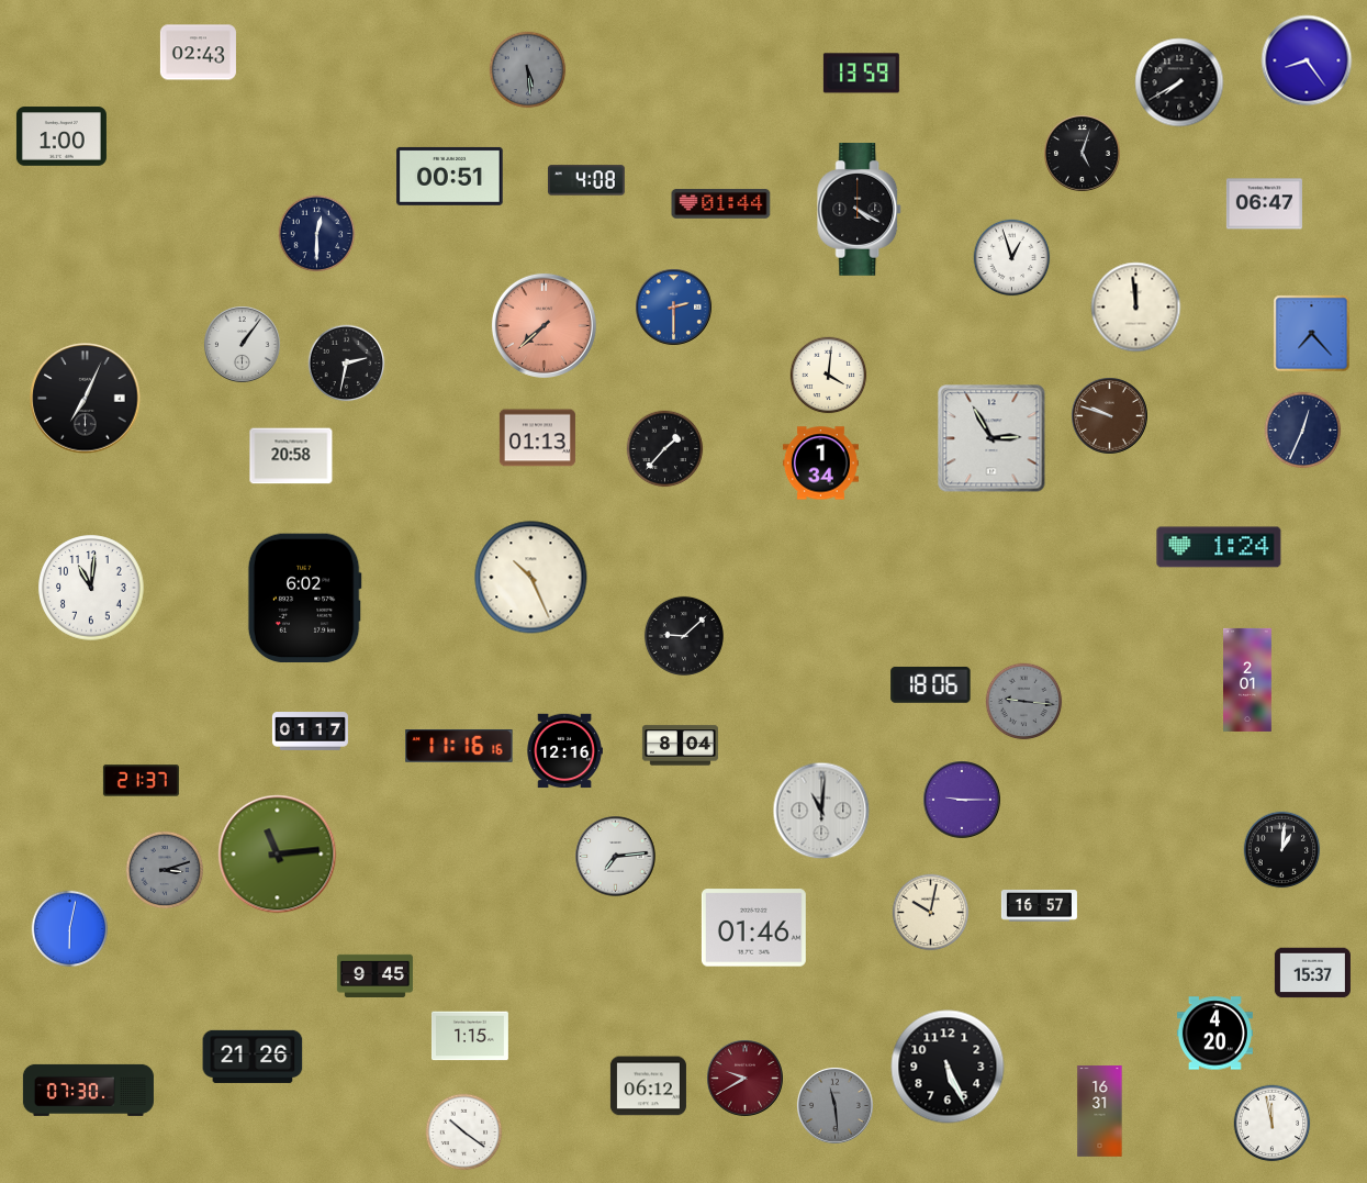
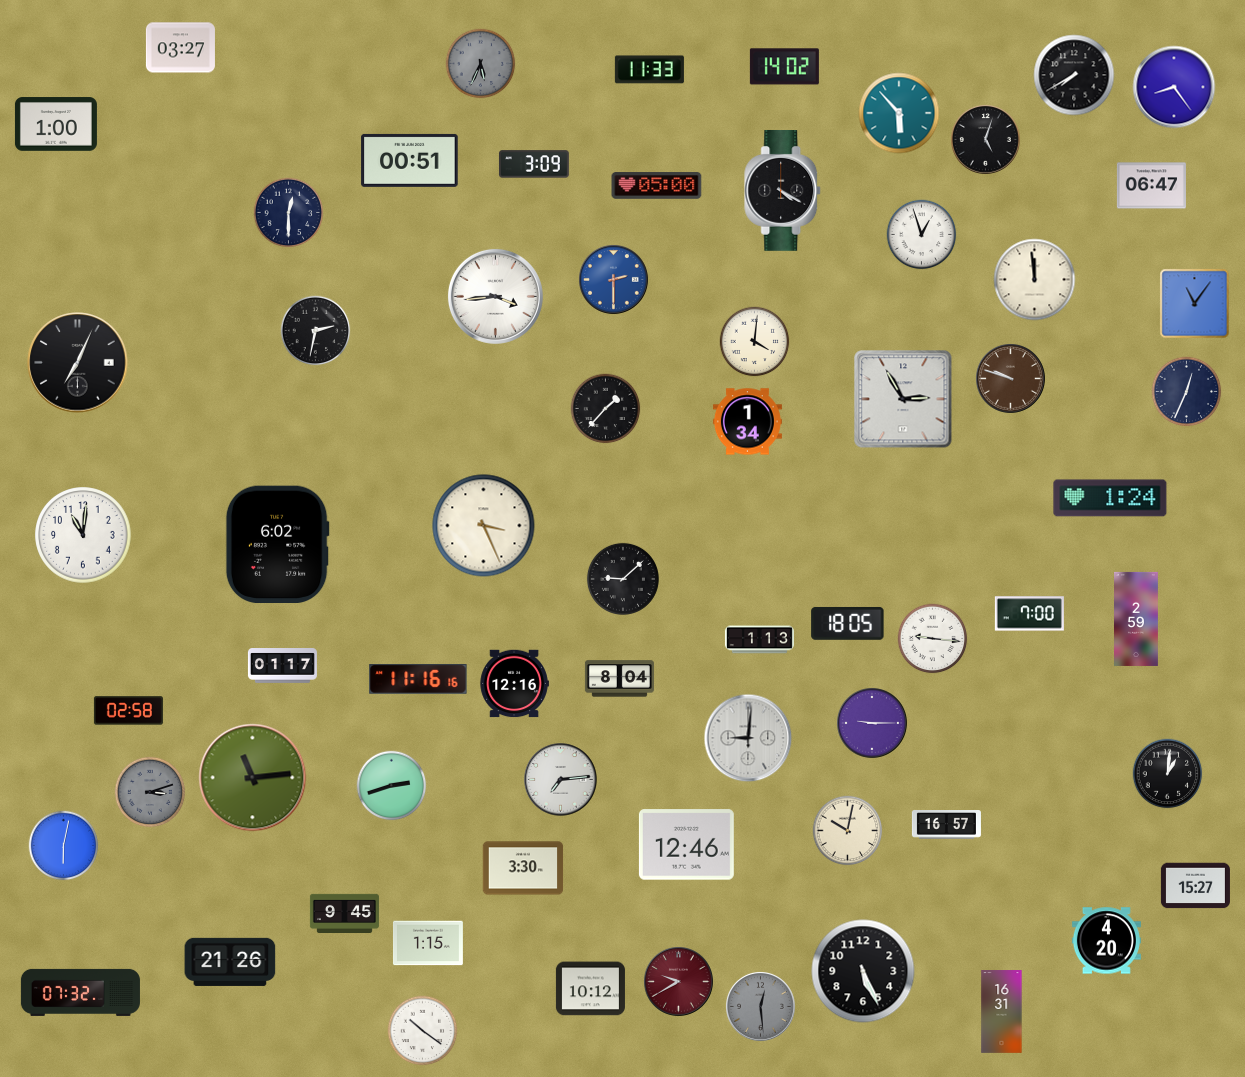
clock at (198, 53): 02:43 -> 03:27
clock at (1307, 60) position: (1307, 60) -> (1174, 87)
clock at (528, 70): 5:29 -> 5:34
clock at (861, 74): 13:59 -> 14:02
clock at (649, 70): none -> 11:33
clock at (899, 113): none -> 5:53
clock at (586, 180): 4:08 -> 3:09
clock at (721, 204): 01:44 -> 05:00
clock at (544, 325): 7:38 -> 3:44
clock at (544, 325) dial: salmon -> white
clock at (1312, 334): 7:23 -> 11:06
clock at (243, 345): 1:06 -> none
clock at (537, 438): 01:13 -> none
clock at (291, 456): 20:58 -> none
clock at (531, 578): 10:26 -> 3:26
clock at (1029, 614): none -> 7:00
clock at (1248, 680): 2:01 -> 2:59
clock at (931, 684): 18:06 -> 18:05
clock at (1024, 702) dial: grey -> white
clock at (759, 640): none -> 1:13
clock at (141, 781): 21:37 -> 02:58
clock at (962, 800) position: (962, 800) -> (872, 723)
clock at (821, 811): 11:01 -> 9:01
clock at (392, 786): none -> 2:42
clock at (753, 928): 01:46 -> 12:46
clock at (523, 868): none -> 3:30
clock at (1312, 973): 15:37 -> 15:27
clock at (374, 975) position: (374, 975) -> (344, 913)
clock at (648, 1086): 06:12 -> 10:12
clock at (88, 1090): 07:30 -> 07:32
clock at (836, 1106): 11:29 -> 12:29
clock at (1273, 1124): 11:58 -> none
